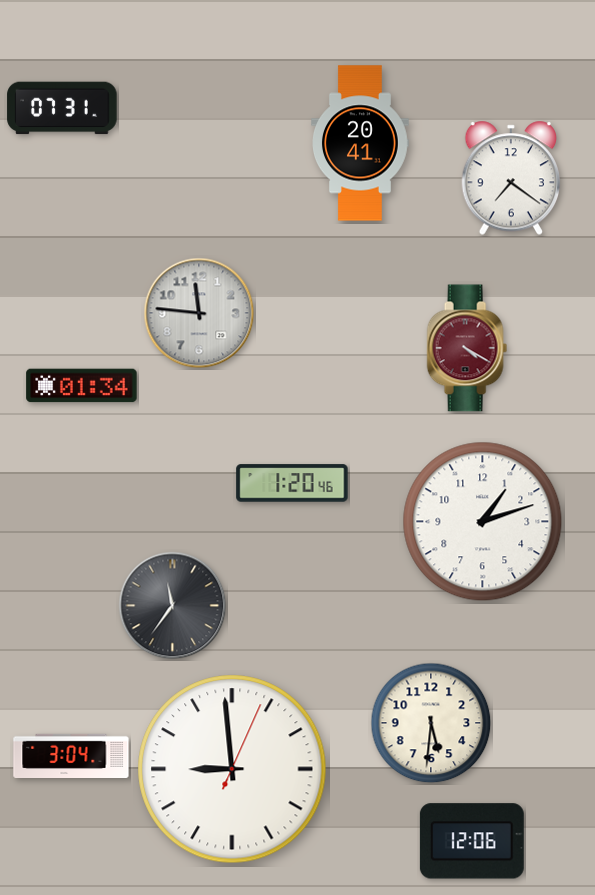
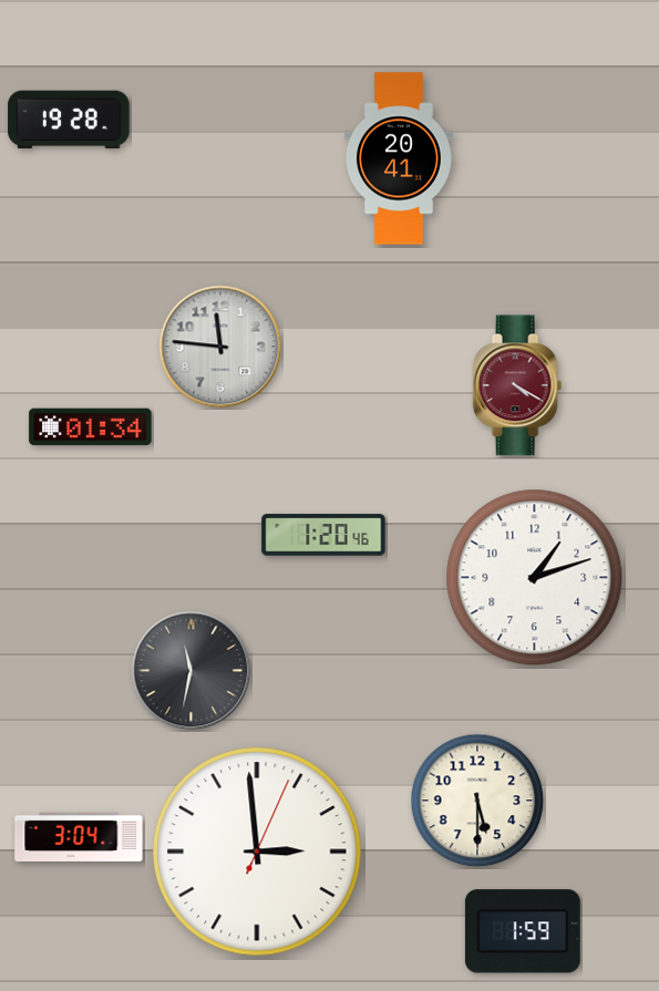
clock at (62, 108): 07:31 -> 19:28
clock at (511, 178): 7:21 -> none
clock at (173, 606): 11:36 -> 11:32
clock at (431, 723): 5:31 -> 5:30
clock at (232, 769): 8:59 -> 2:59
clock at (472, 841): 12:06 -> 1:59
